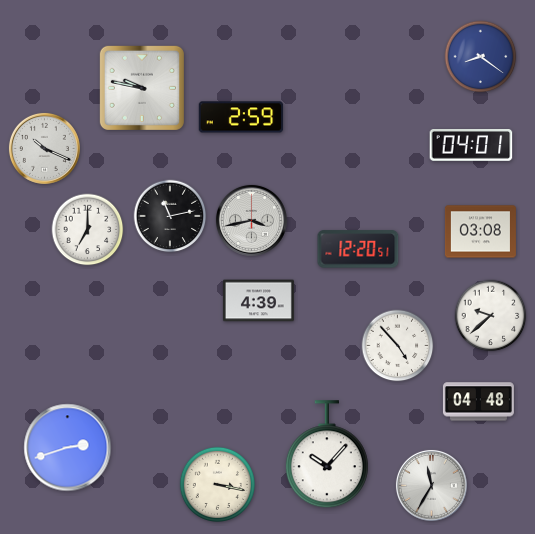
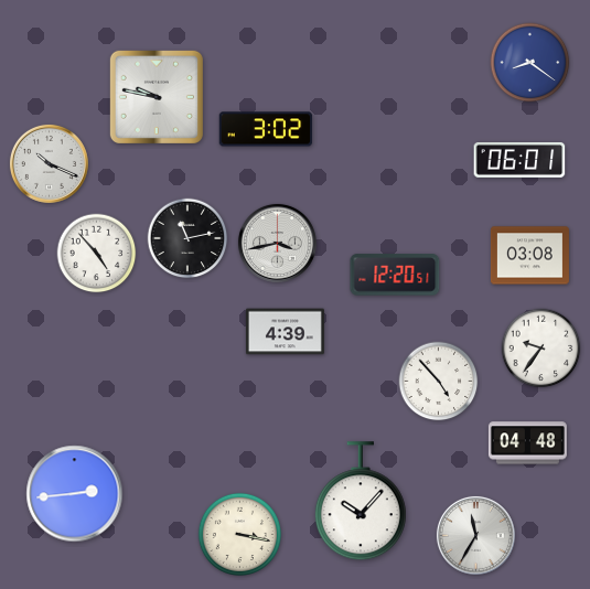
clock at (241, 117): 2:59 -> 3:02
clock at (471, 146): 04:01 -> 06:01
clock at (88, 230): 7:00 -> 4:53
clock at (491, 316): 9:38 -> 9:36
clock at (68, 448): 2:42 -> 2:44
